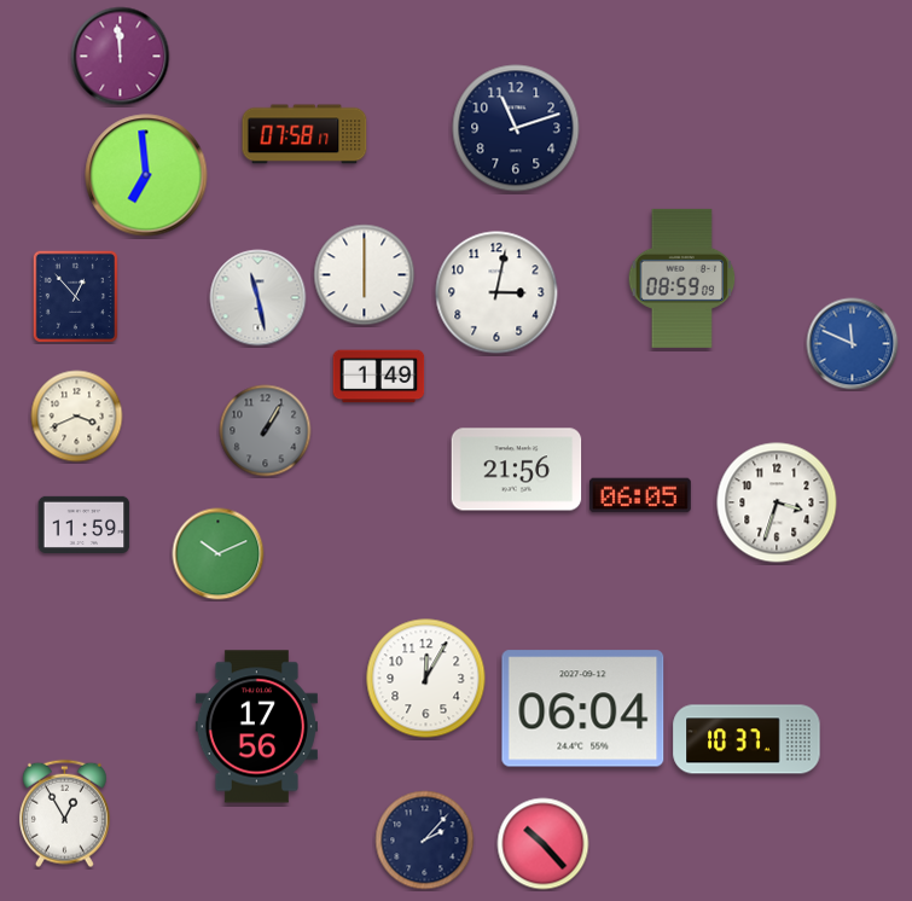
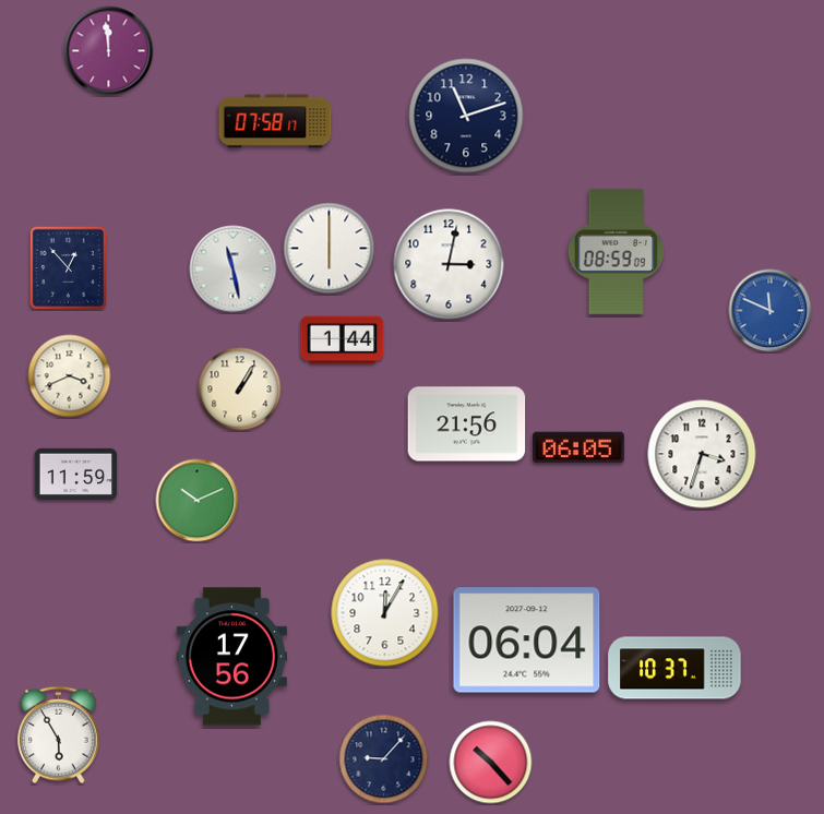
clock at (146, 175): 6:59 -> none
clock at (379, 377): 1:49 -> 1:44
clock at (266, 431) dial: grey -> cream
clock at (64, 814): 12:55 -> 5:55
clock at (425, 841): 2:07 -> 9:07
